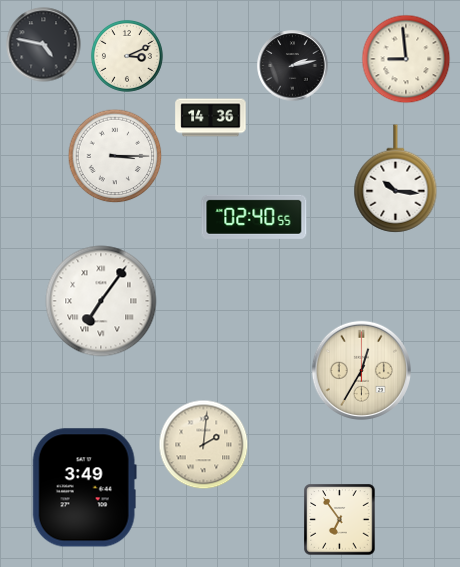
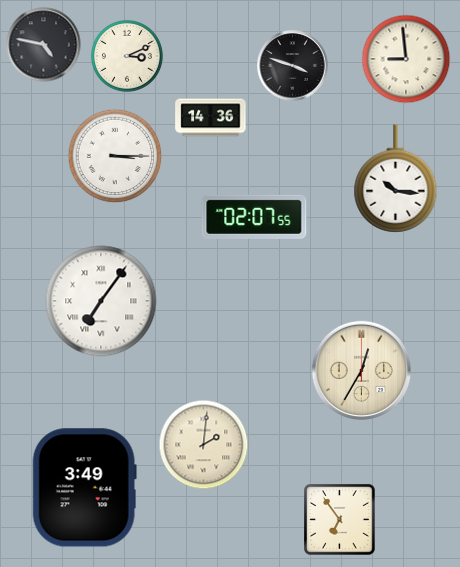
clock at (293, 66): 2:13 -> 3:48
clock at (254, 217): 02:40 -> 02:07
